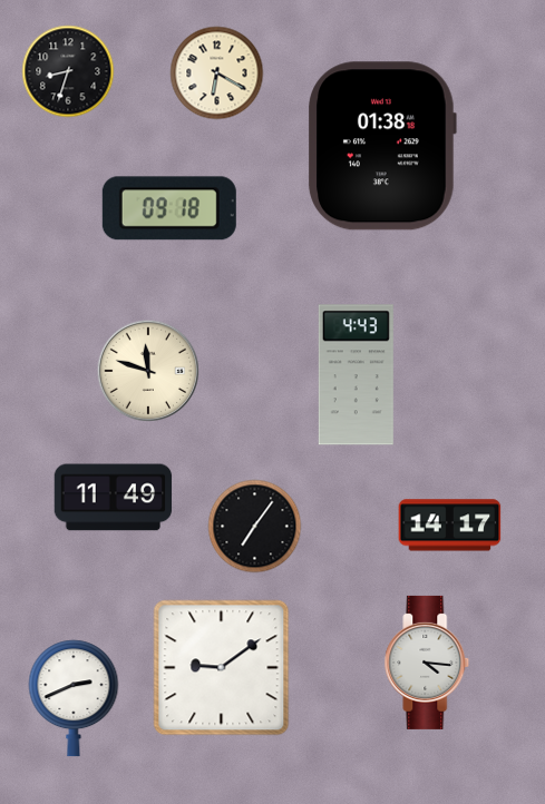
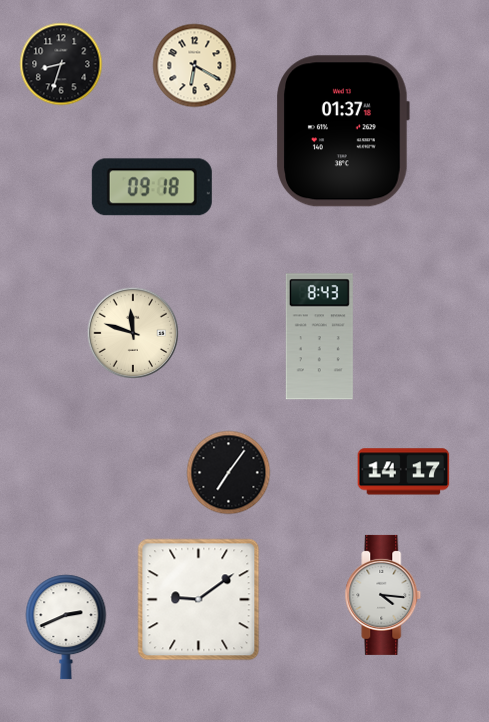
clock at (382, 146): 01:38 -> 01:37
clock at (356, 375): 4:43 -> 8:43
clock at (114, 498): 11:49 -> none
